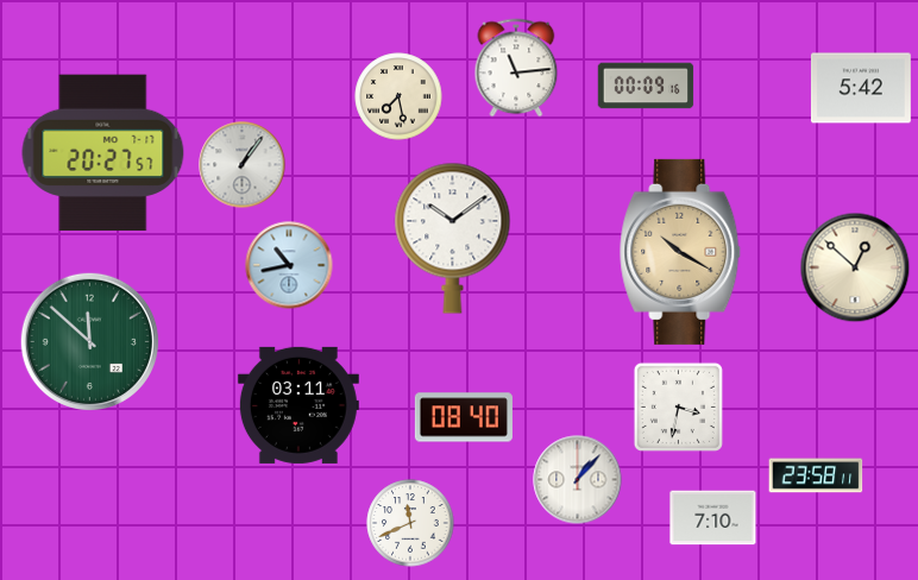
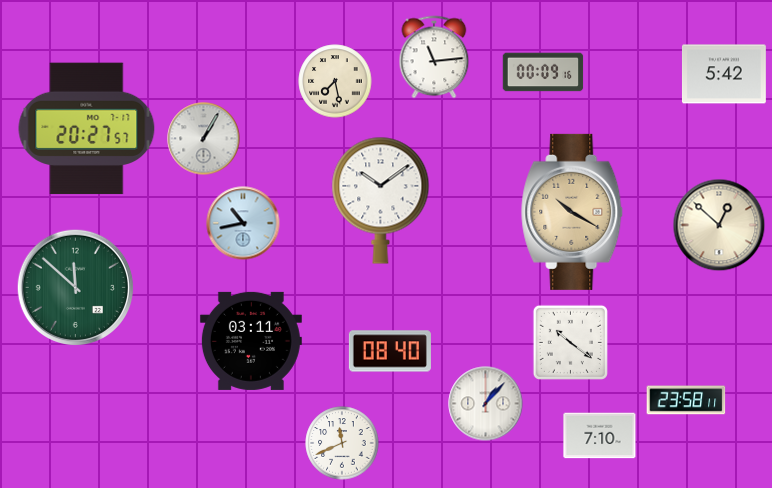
clock at (243, 165): 1:06 -> 1:05
clock at (678, 406): 3:32 -> 10:21
clock at (410, 523) position: (410, 523) -> (342, 443)
